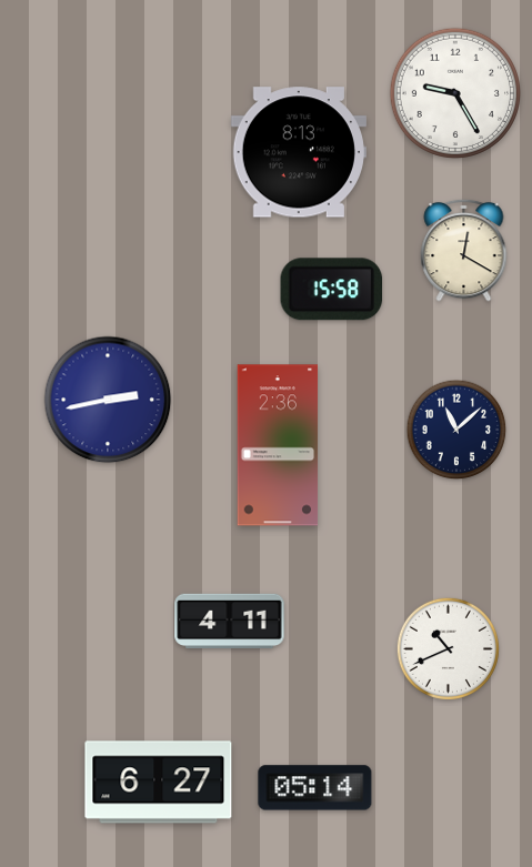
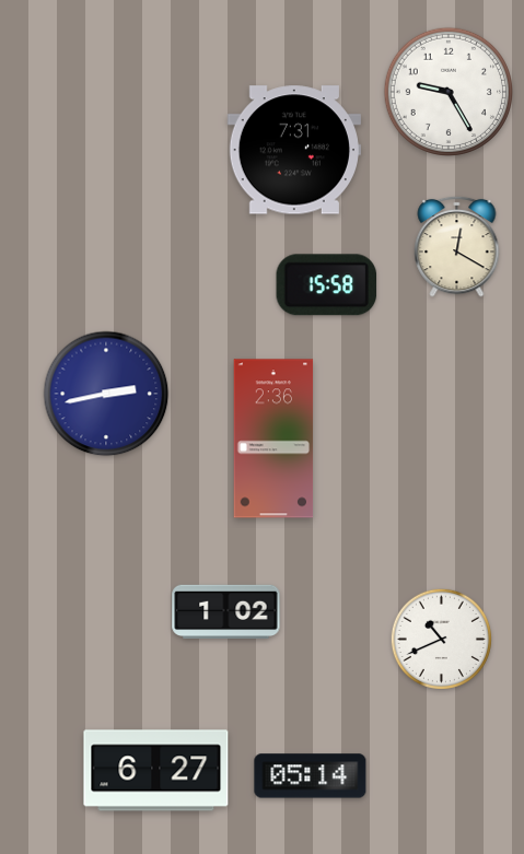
clock at (299, 152): 8:13 -> 7:31
clock at (456, 430): 11:08 -> none
clock at (230, 622): 4:11 -> 1:02
